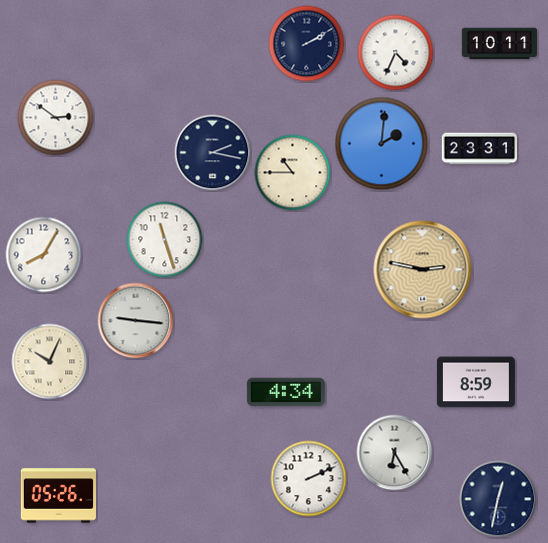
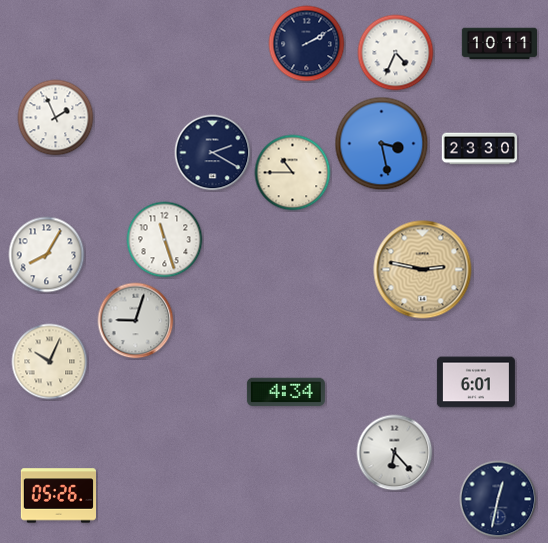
clock at (56, 118): 2:51 -> 1:56
clock at (382, 144): 2:01 -> 3:28
clock at (479, 149): 23:31 -> 23:30
clock at (213, 153): 2:17 -> 2:20
clock at (44, 255) position: (44, 255) -> (47, 255)
clock at (136, 321): 9:16 -> 9:03
clock at (476, 382): 8:59 -> 6:01
clock at (395, 453): 6:25 -> 6:23
clock at (309, 479): 2:11 -> none
